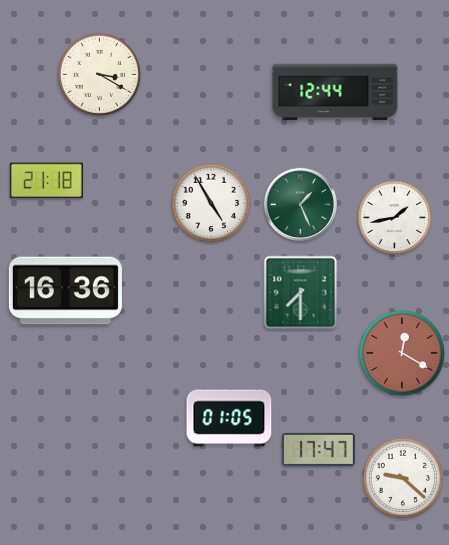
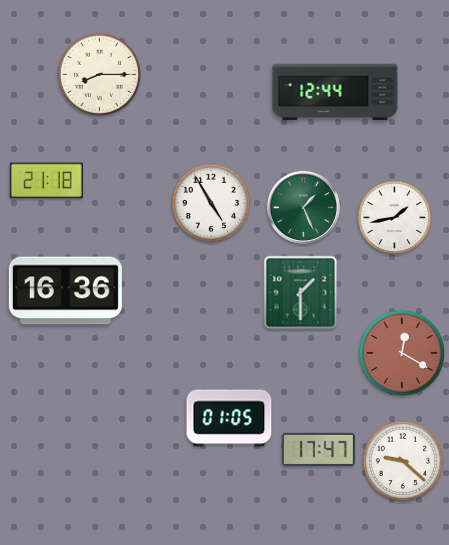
clock at (99, 74): 3:20 -> 8:15
clock at (300, 204) position: (300, 204) -> (303, 207)
clock at (301, 293): 7:30 -> 1:30
clock at (403, 478) position: (403, 478) -> (403, 461)
